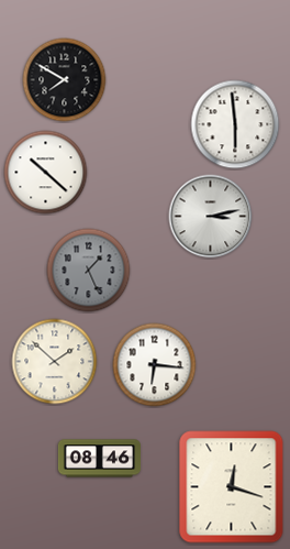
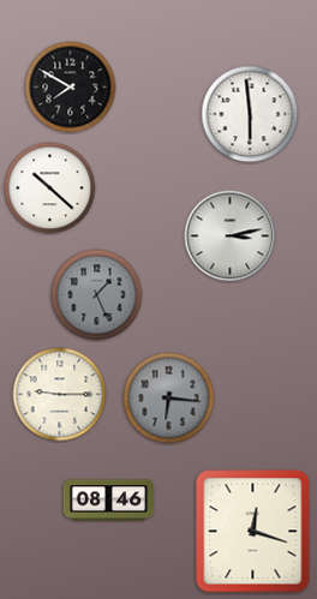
clock at (235, 124) position: (235, 124) -> (250, 114)
clock at (55, 362): 1:52 -> 9:15
clock at (155, 365) dial: white -> grey
